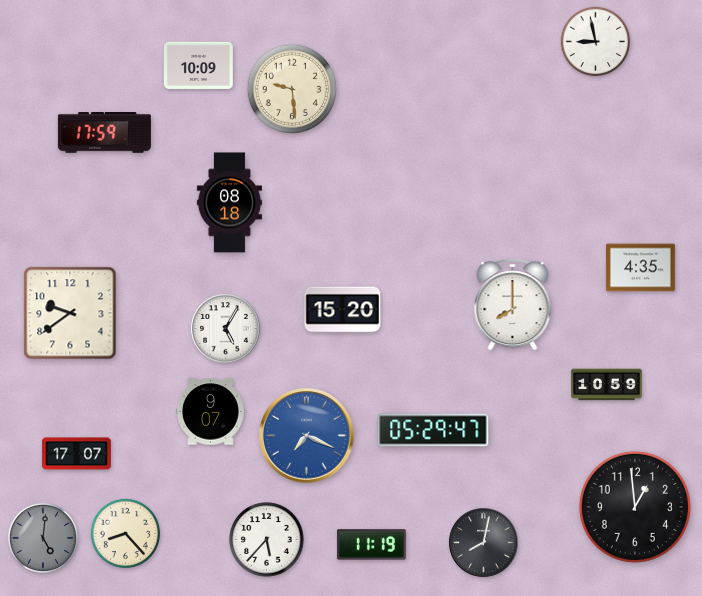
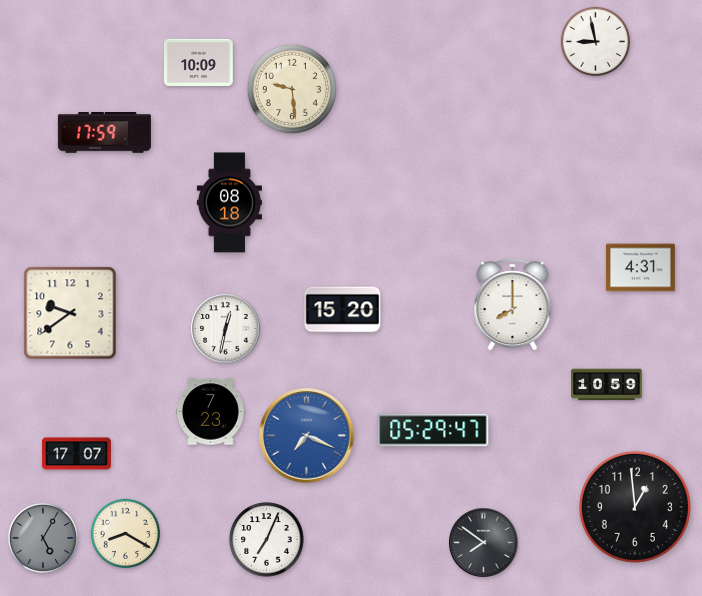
clock at (198, 65) position: (198, 65) -> (198, 62)
clock at (640, 268): 4:35 -> 4:31
clock at (226, 329): 5:05 -> 12:32
clock at (211, 412): 9:07 -> 7:23
clock at (125, 533): 8:23 -> 8:20
clock at (43, 538): 5:01 -> 5:05
clock at (267, 540): 5:37 -> 7:04
clock at (484, 543): 8:02 -> 7:51
clock at (371, 545): 11:19 -> none
